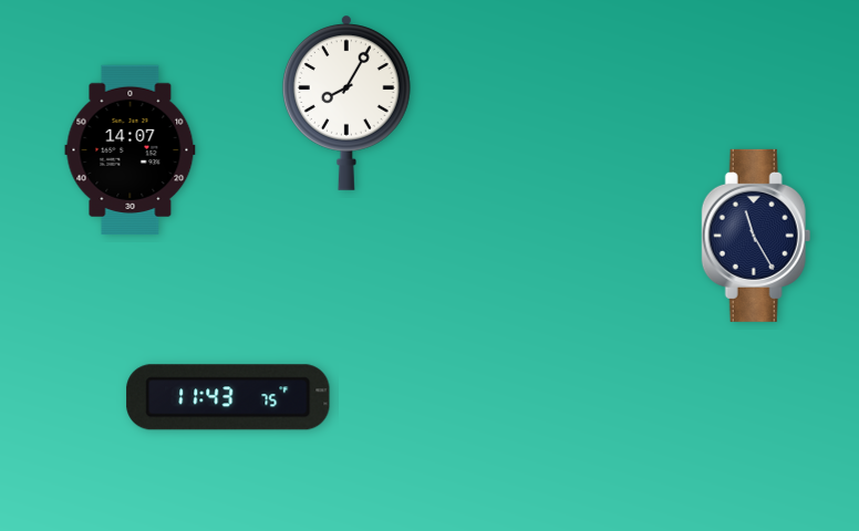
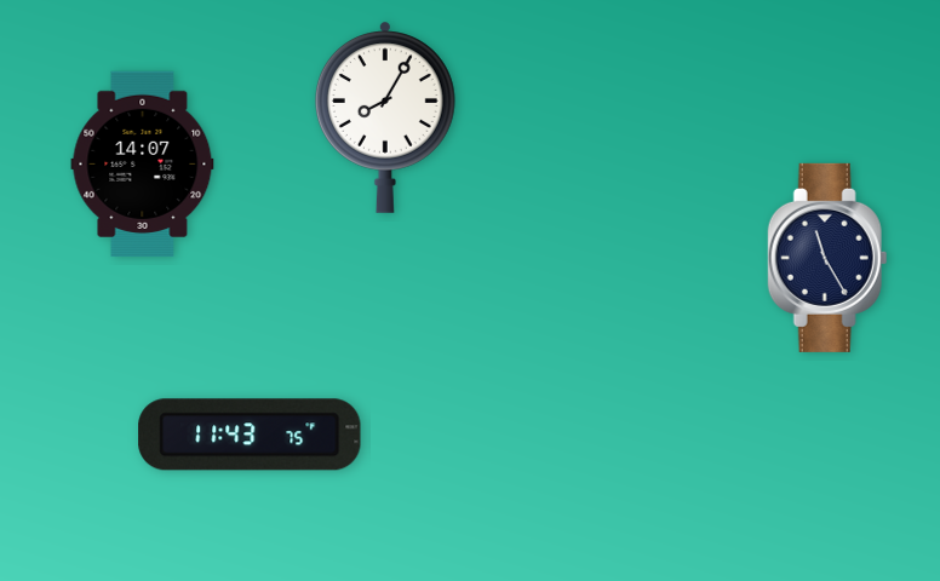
clock at (346, 103) position: (346, 103) -> (385, 117)
